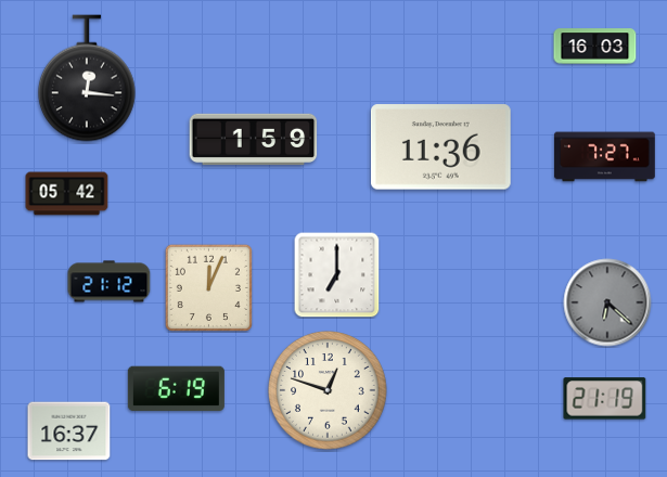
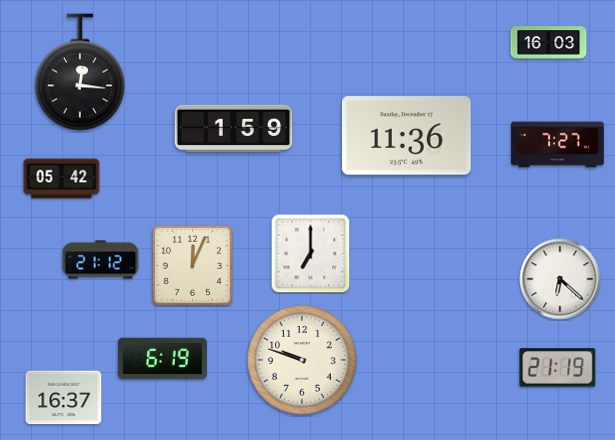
clock at (607, 302) dial: grey -> white
clock at (328, 390): 12:48 -> 9:48
